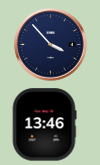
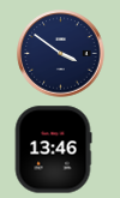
clock at (51, 45): 3:53 -> 3:51
